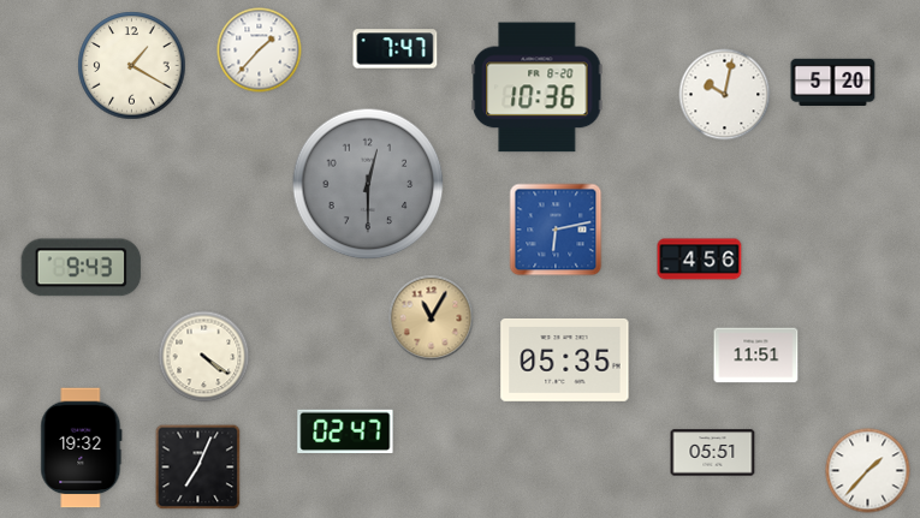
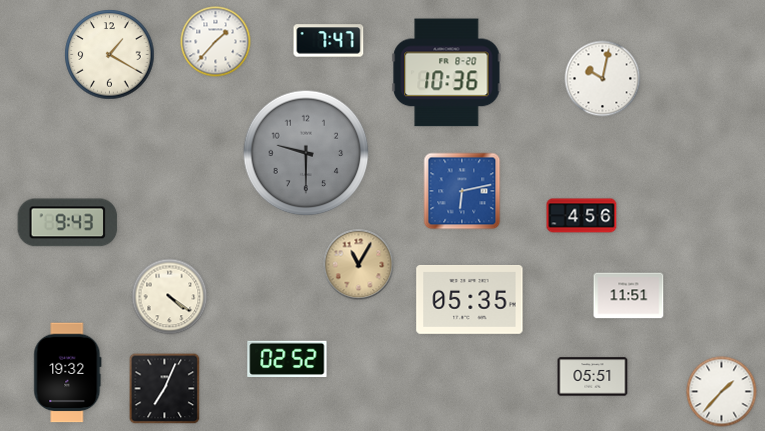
clock at (833, 82): 5:20 -> none
clock at (368, 184): 12:30 -> 9:30
clock at (345, 431): 02:47 -> 02:52
